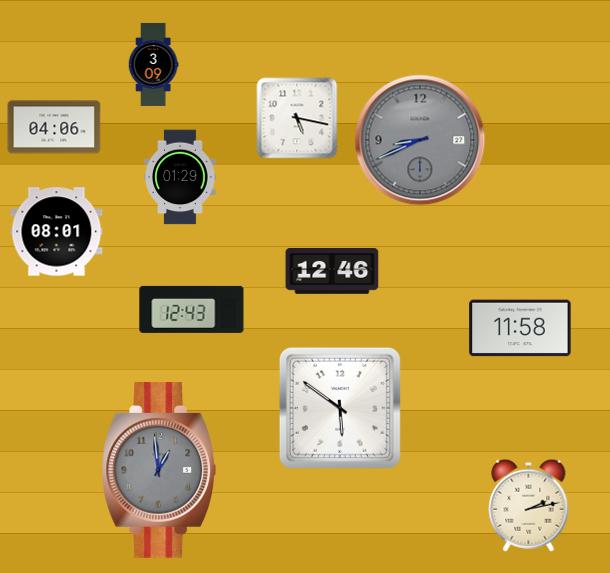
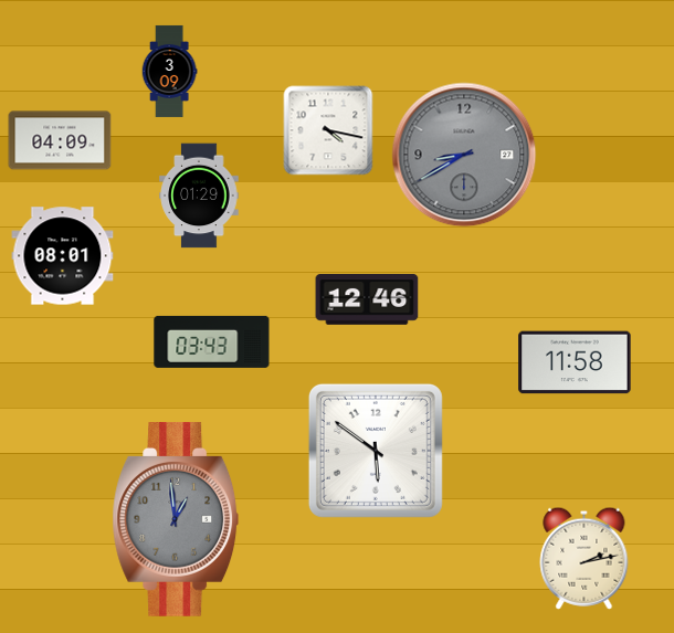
clock at (297, 118): 5:17 -> 4:17
clock at (54, 127): 04:06 -> 04:09
clock at (420, 140): 8:41 -> 8:40
clock at (192, 309): 12:43 -> 03:43
